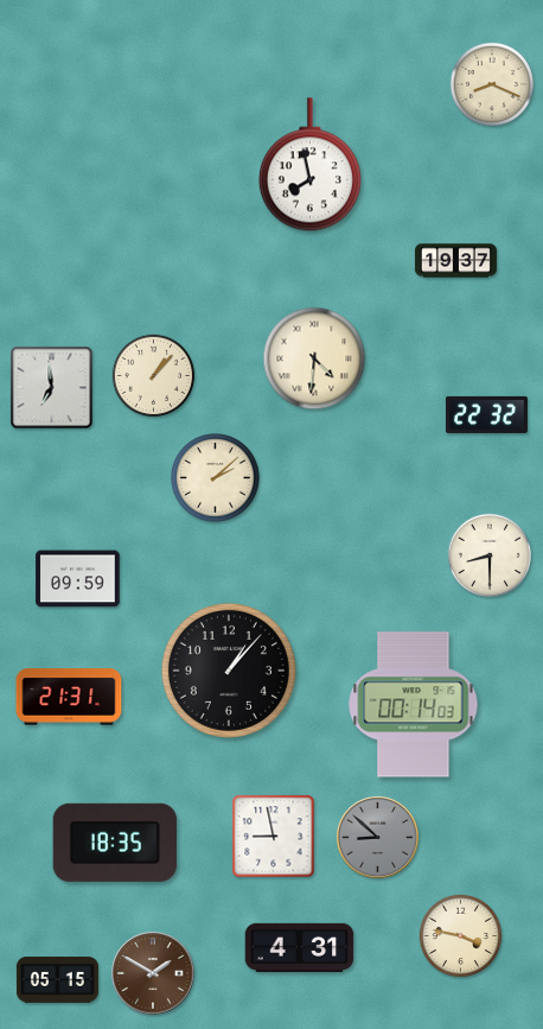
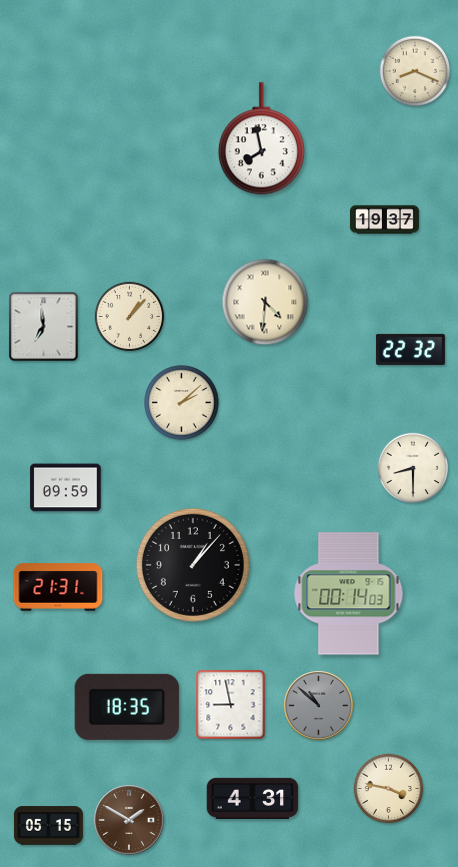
clock at (378, 838): 8:52 -> 10:52
clock at (115, 843) position: (115, 843) -> (127, 707)
